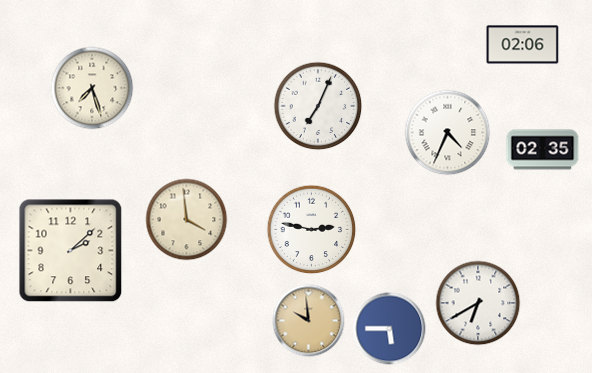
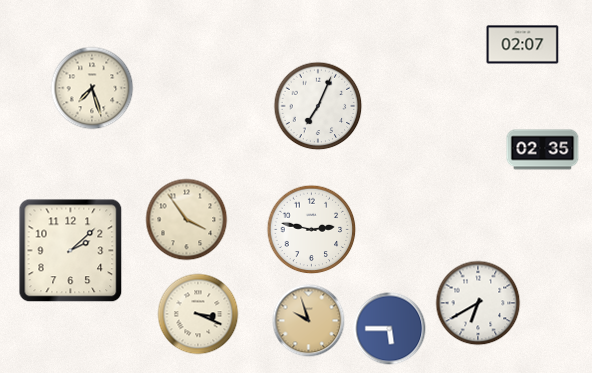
clock at (523, 45): 02:06 -> 02:07
clock at (448, 133): 4:34 -> none
clock at (187, 220): 3:59 -> 3:54
clock at (198, 314): none -> 3:19
clock at (309, 321): 9:59 -> 9:57
